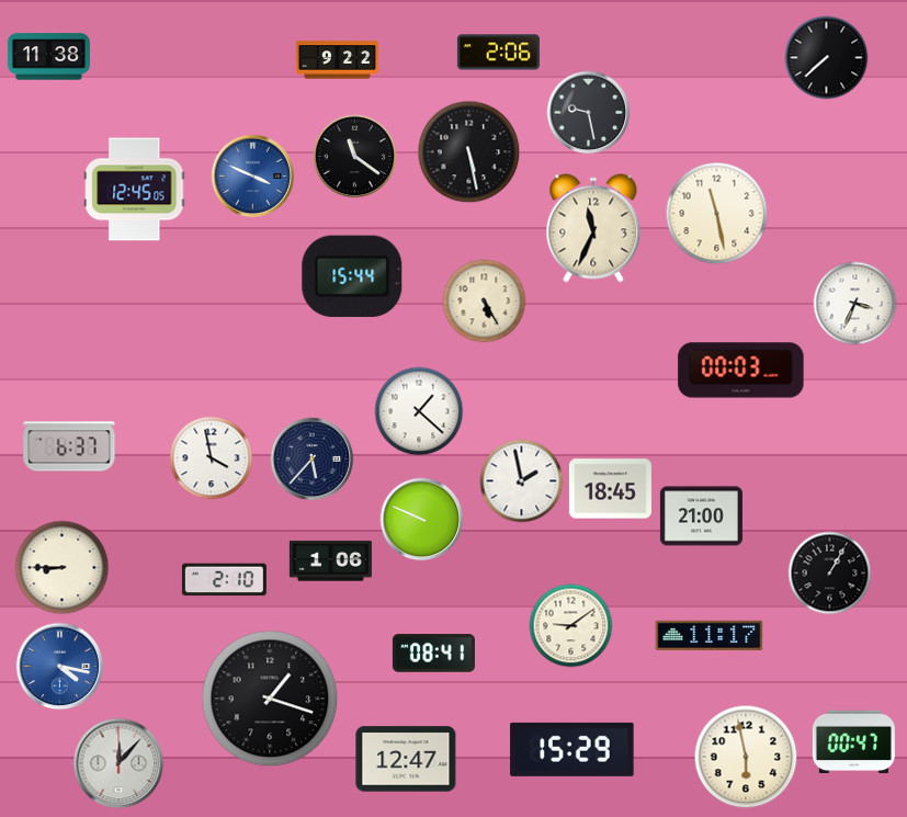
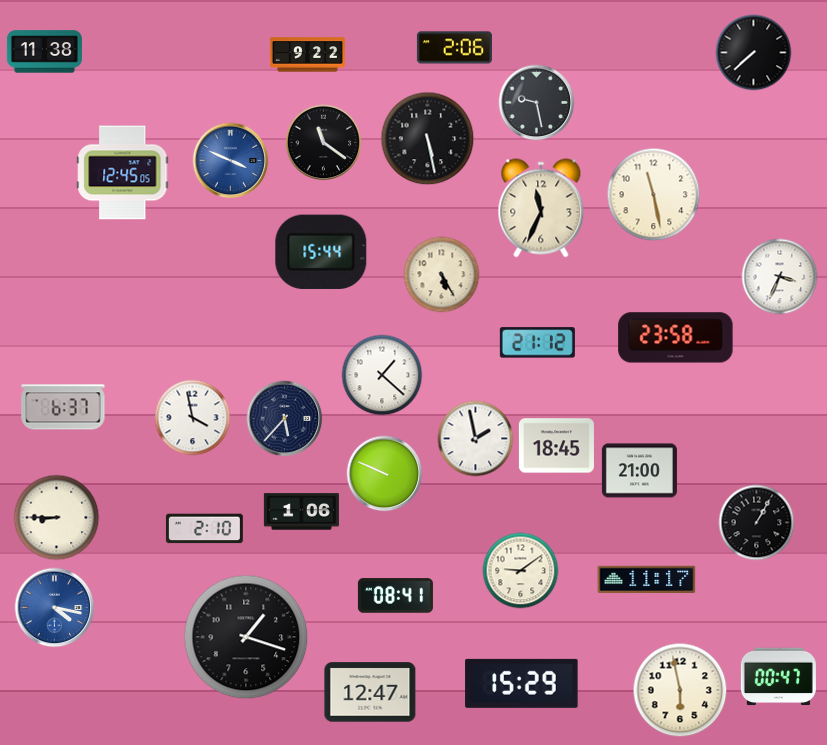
clock at (741, 371): 00:03 -> 23:58
clock at (537, 343): none -> 21:12
clock at (118, 763): 12:07 -> none
